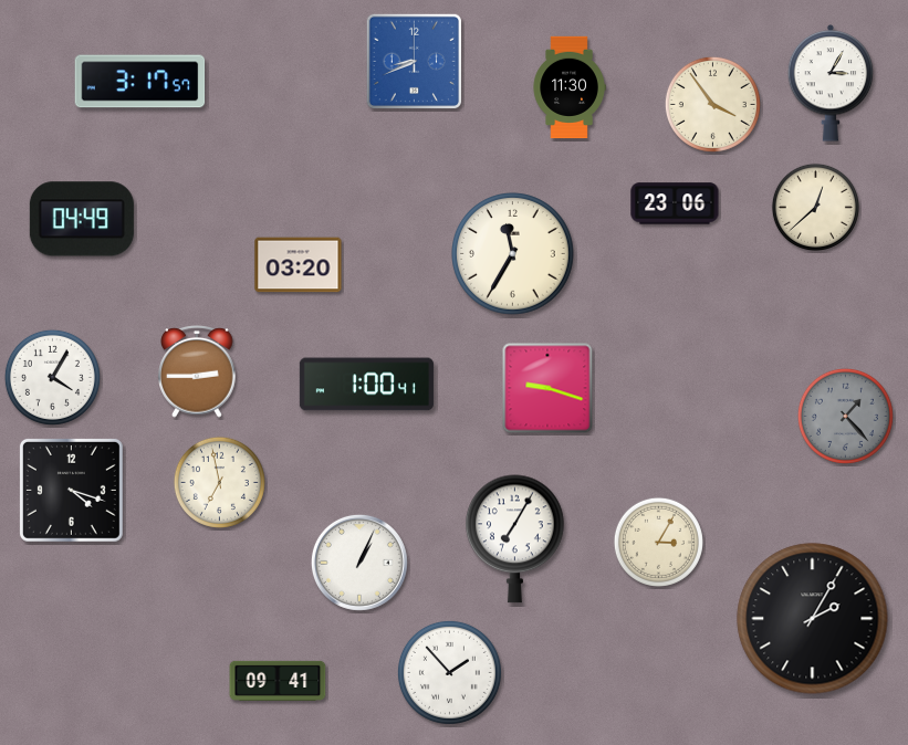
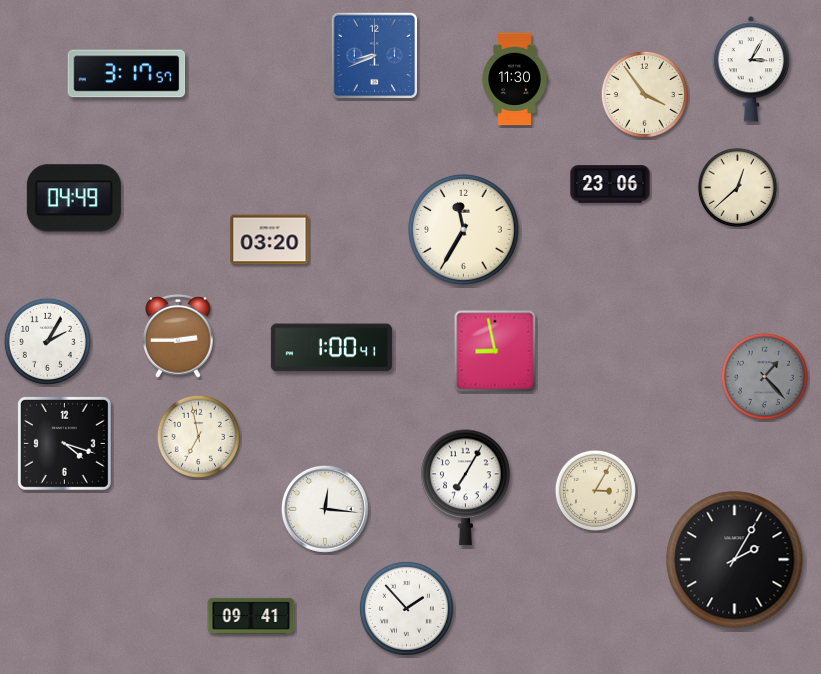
clock at (831, 83) position: (831, 83) -> (751, 69)
clock at (52, 377): 4:05 -> 2:05
clock at (547, 388): 9:18 -> 8:58
clock at (359, 563): 1:04 -> 12:16
